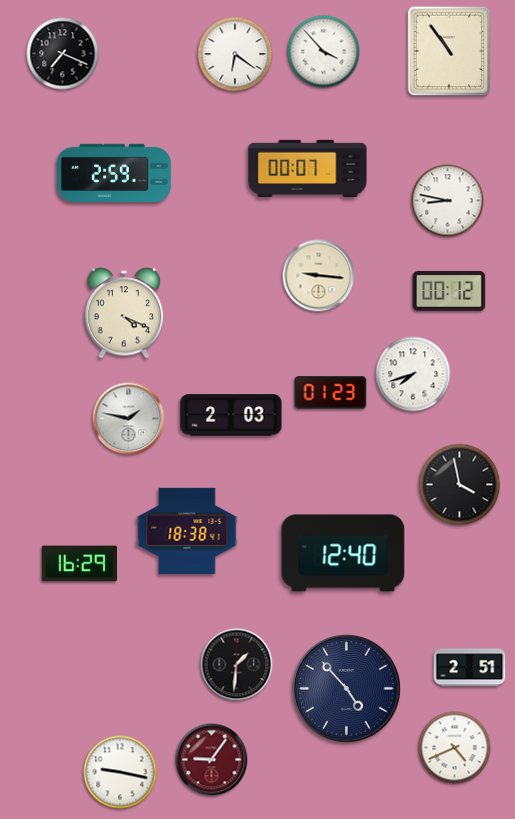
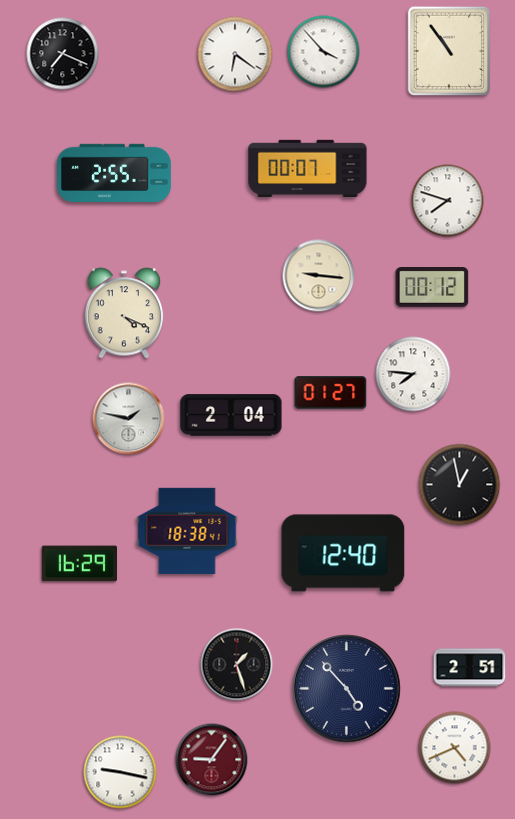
clock at (115, 172): 2:59 -> 2:55
clock at (448, 201): 8:47 -> 7:48
clock at (449, 292) position: (449, 292) -> (432, 288)
clock at (413, 374): 7:42 -> 7:46
clock at (331, 393): 01:23 -> 01:27
clock at (231, 415): 2:03 -> 2:04
clock at (460, 485): 3:58 -> 12:58
clock at (237, 665): 1:31 -> 1:27
